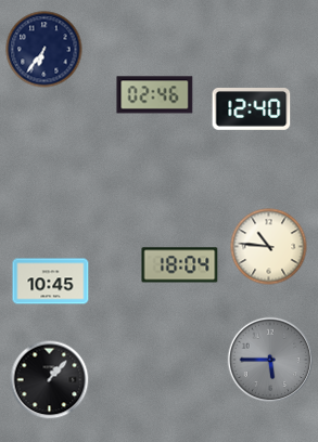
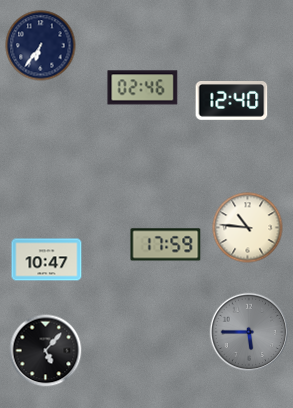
clock at (180, 265): 18:04 -> 17:59
clock at (51, 282): 10:45 -> 10:47
clock at (50, 380): 1:07 -> 5:07
